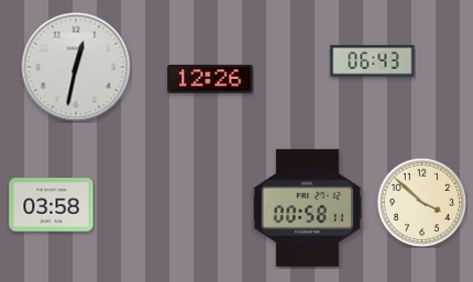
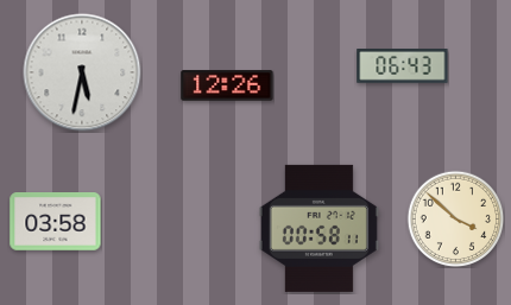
clock at (76, 67): 12:32 -> 5:32
clock at (307, 207) position: (307, 207) -> (318, 228)
